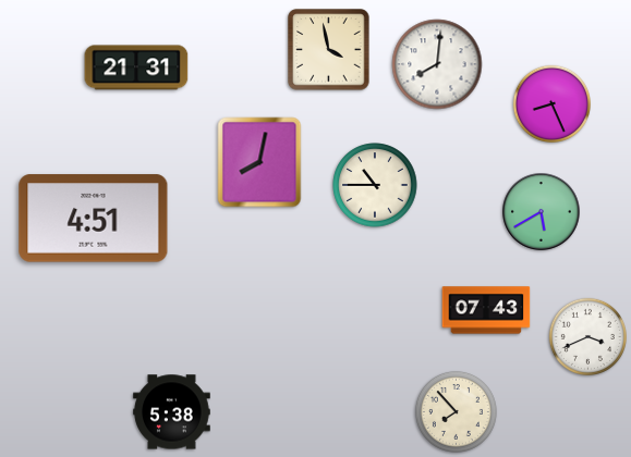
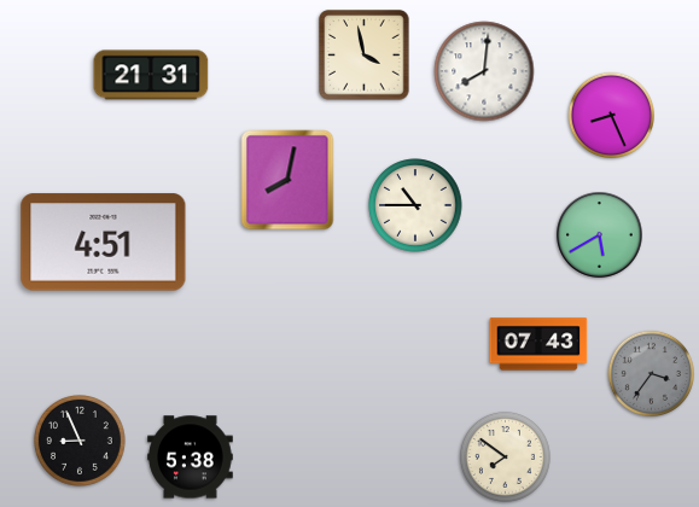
clock at (587, 336): 3:41 -> 3:36
clock at (587, 336) dial: white -> grey
clock at (81, 442): none -> 8:56
clock at (456, 411): 7:53 -> 7:51
